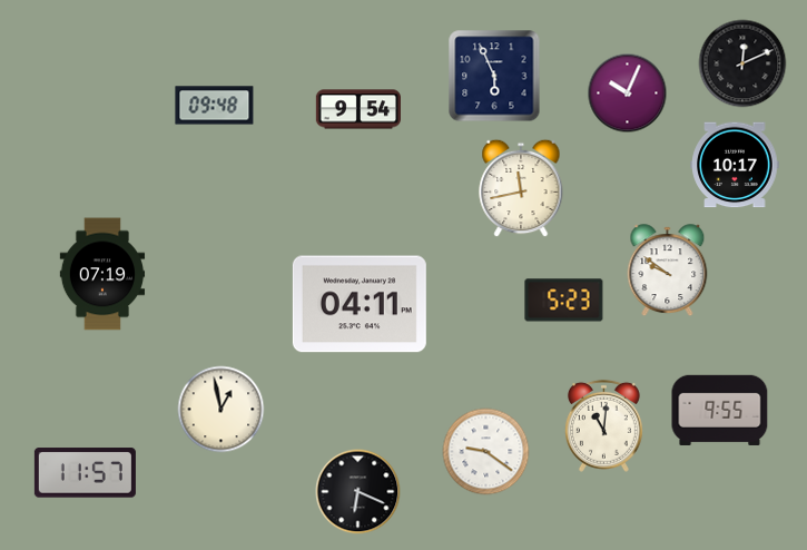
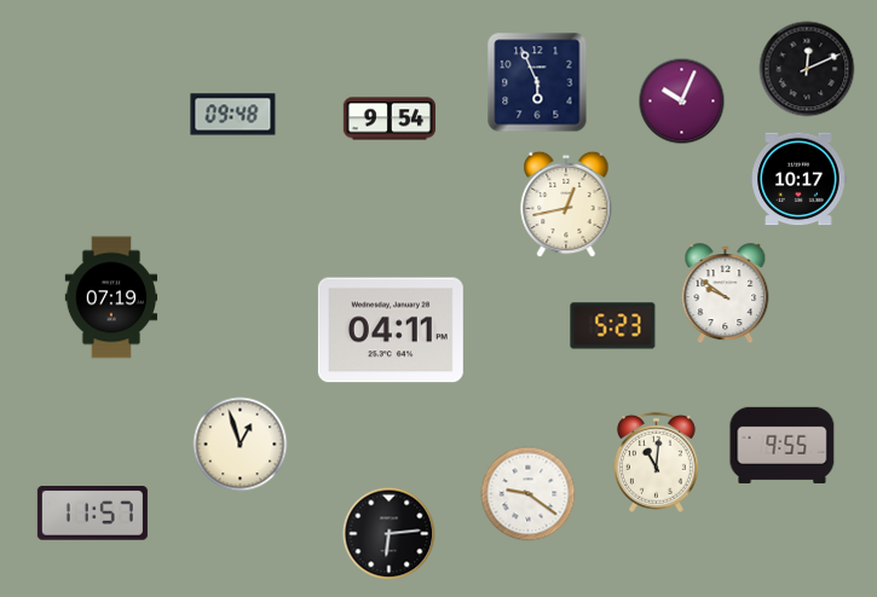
clock at (521, 188): 11:43 -> 12:43
clock at (222, 410): 12:58 -> 12:57
clock at (486, 452) position: (486, 452) -> (529, 494)
clock at (358, 492): 6:19 -> 6:14
